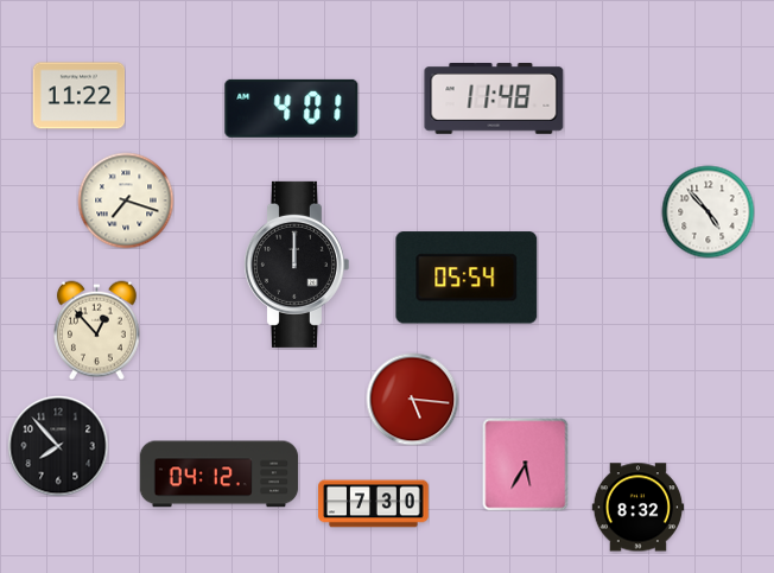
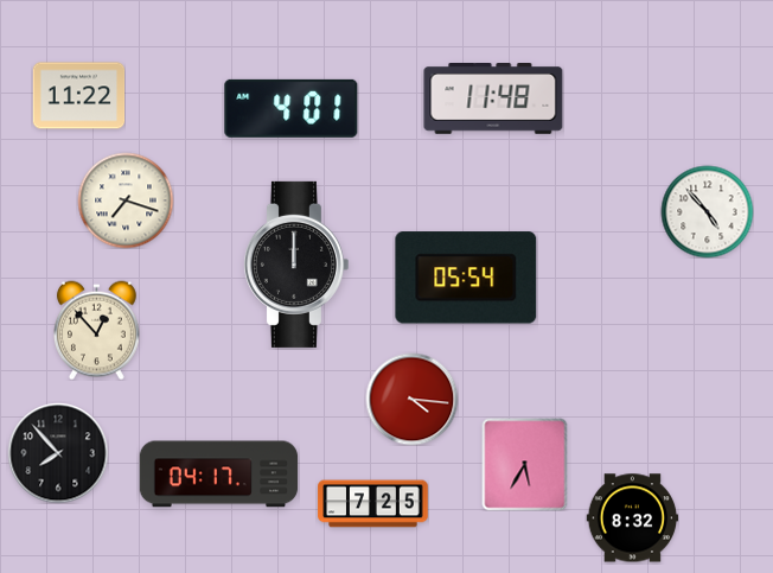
clock at (412, 399): 5:16 -> 4:16
clock at (58, 446) position: (58, 446) -> (58, 453)
clock at (220, 475): 04:12 -> 04:17
clock at (374, 504): 7:30 -> 7:25
clock at (637, 508) position: (637, 508) -> (632, 518)
